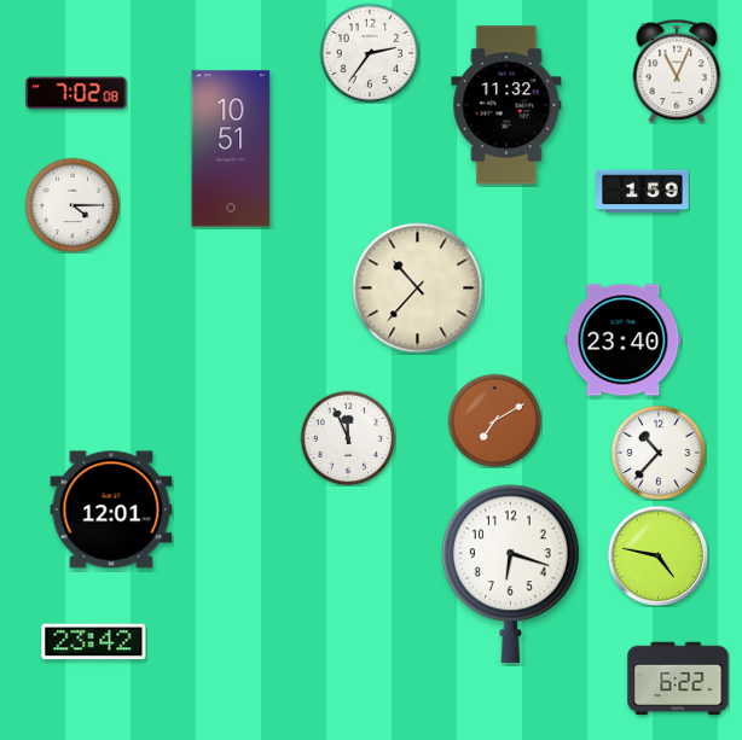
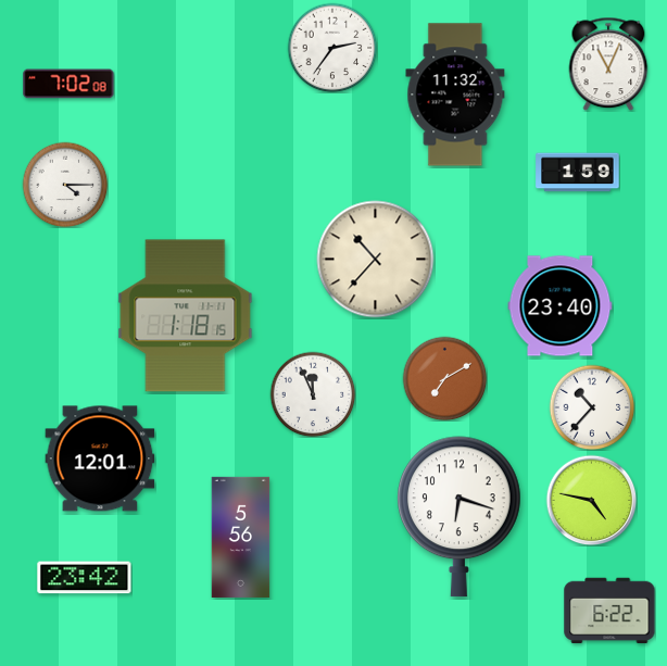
clock at (231, 148): 10:51 -> none
clock at (186, 316): none -> 1:18
clock at (241, 537): none -> 5:56
